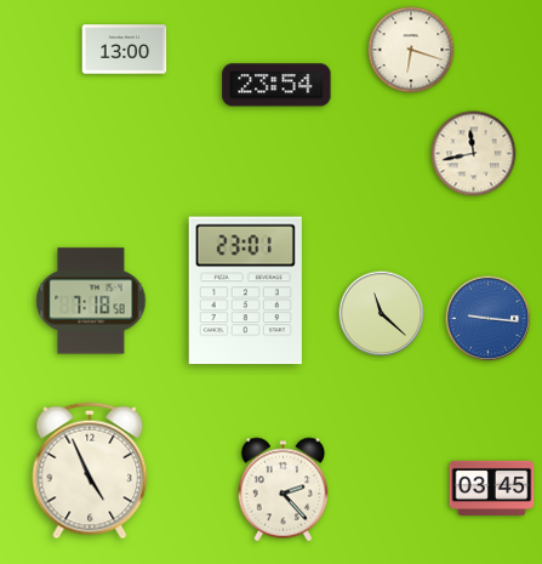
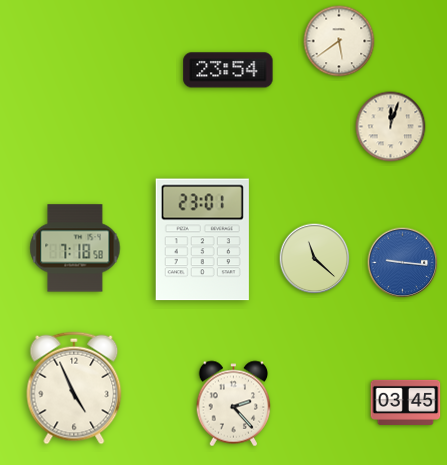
clock at (125, 50): 13:00 -> none
clock at (411, 50): 6:18 -> 5:39
clock at (474, 154): 11:43 -> 12:03
